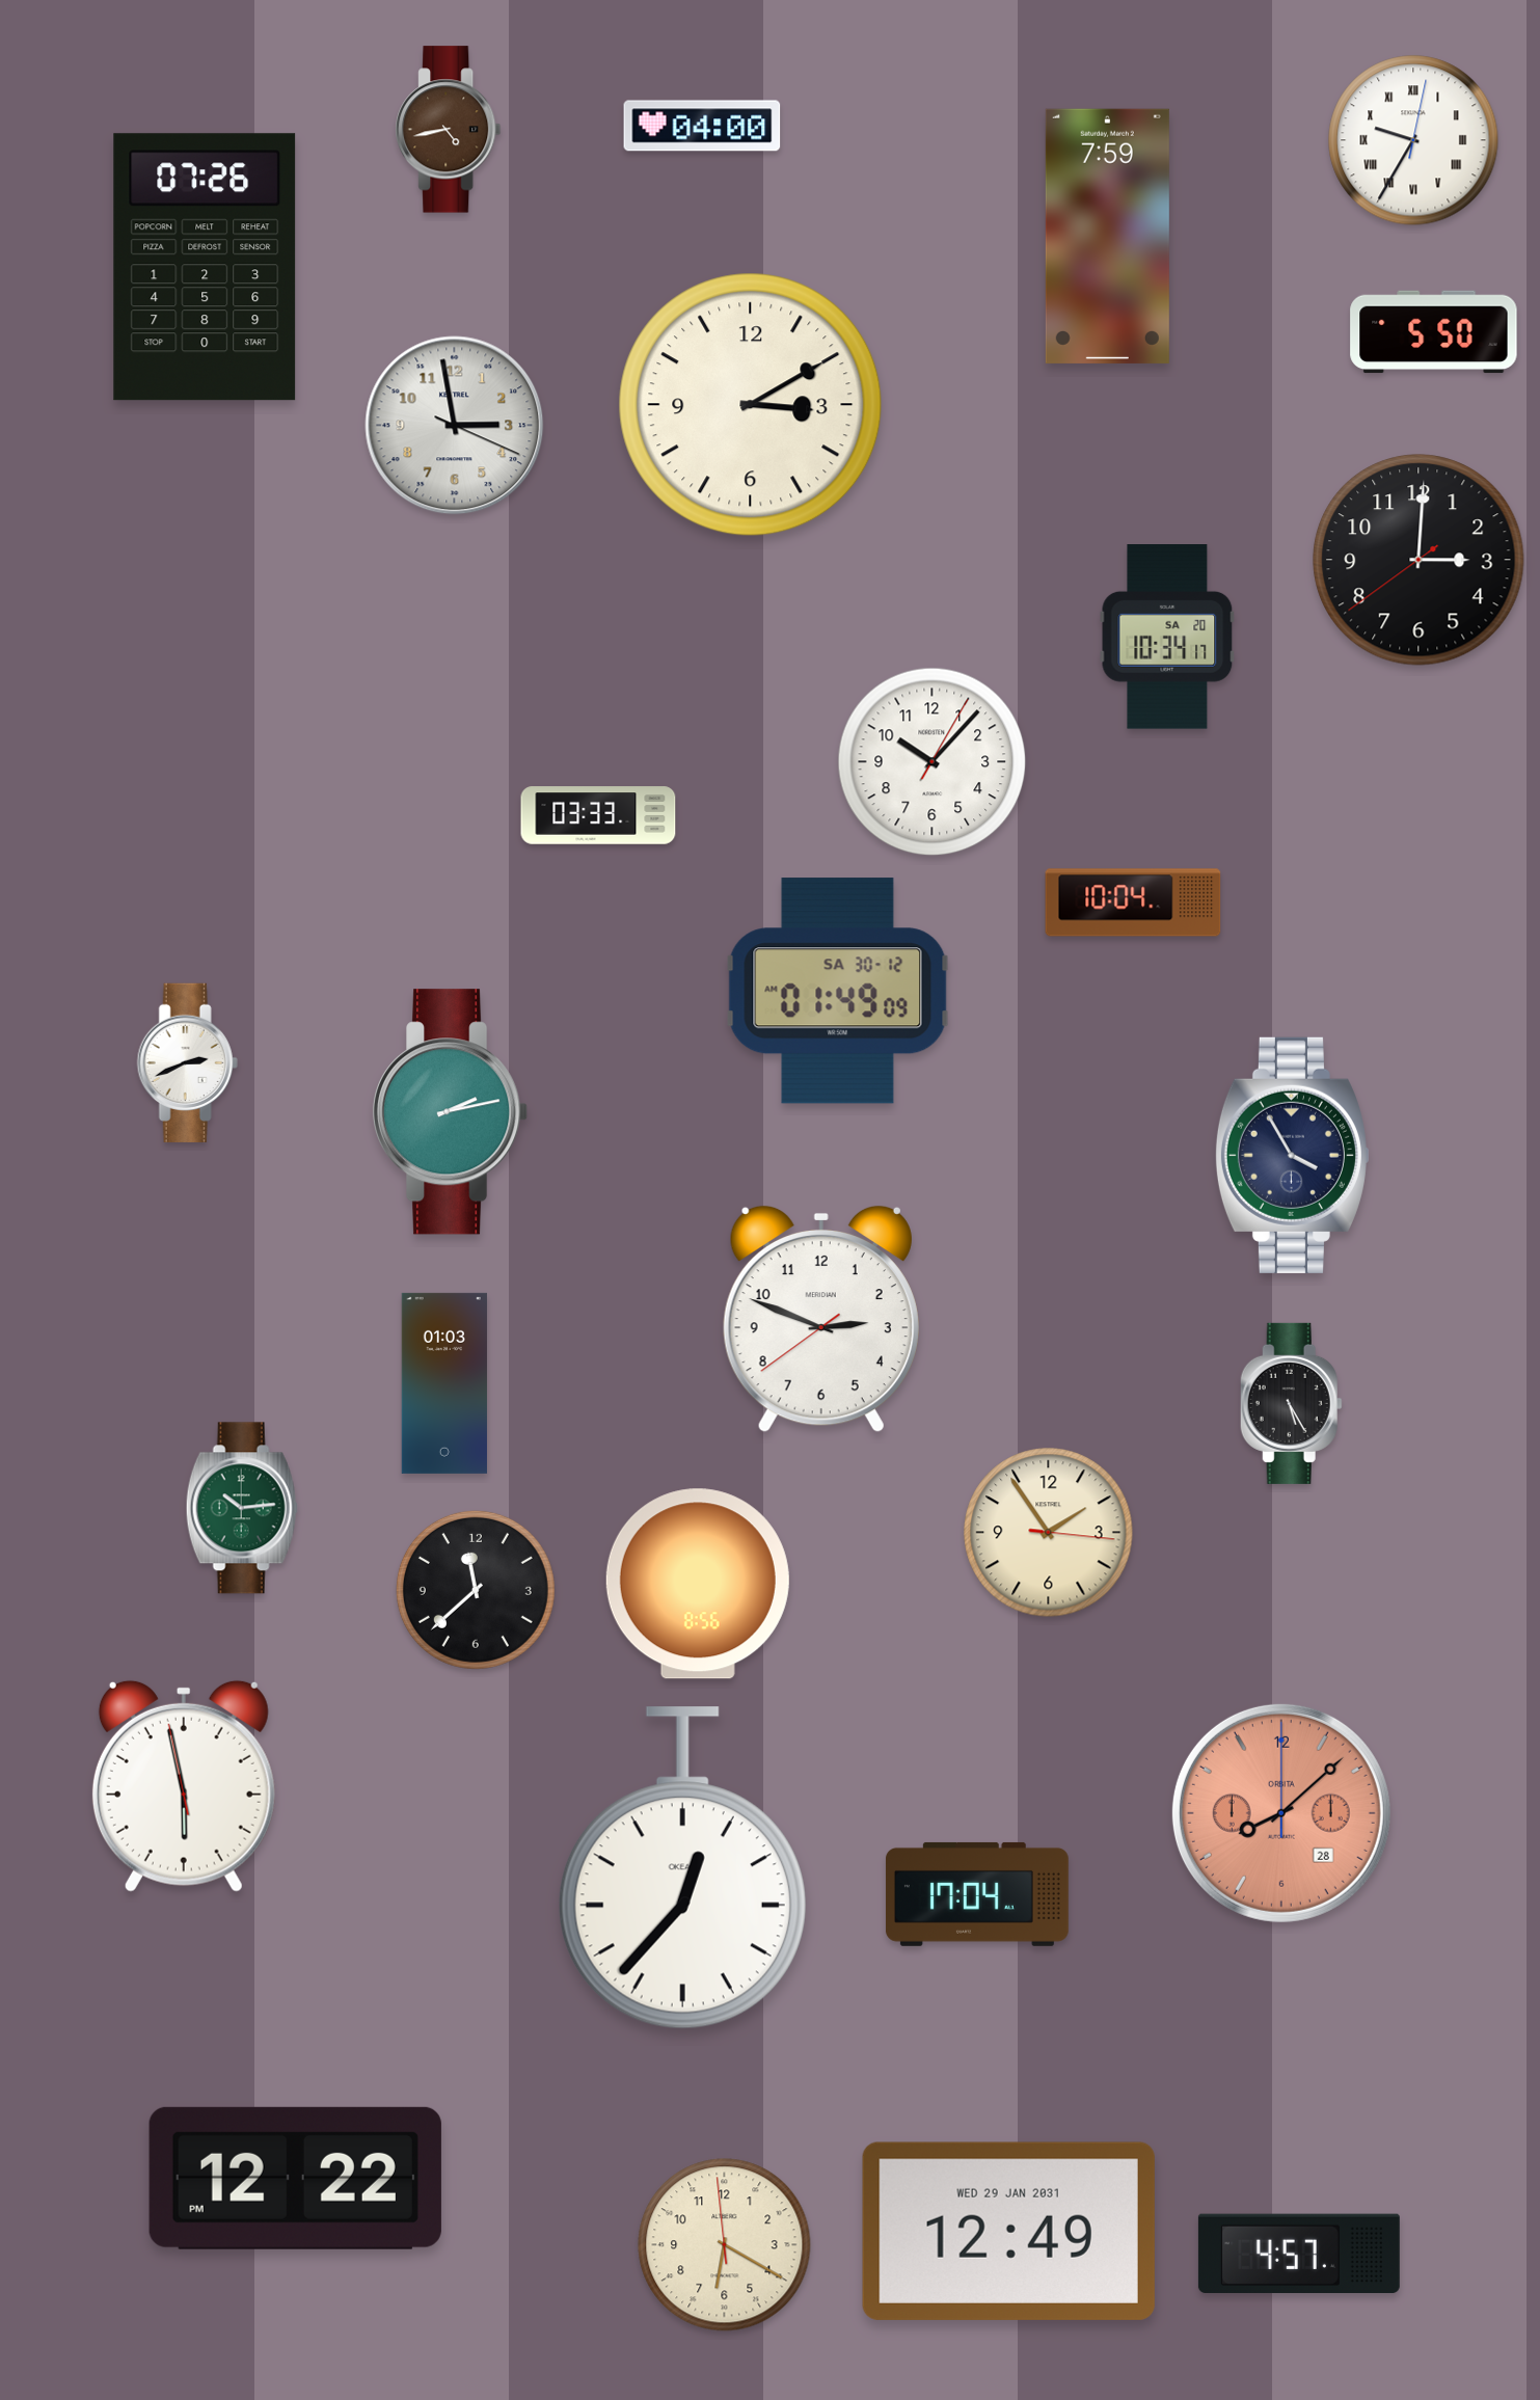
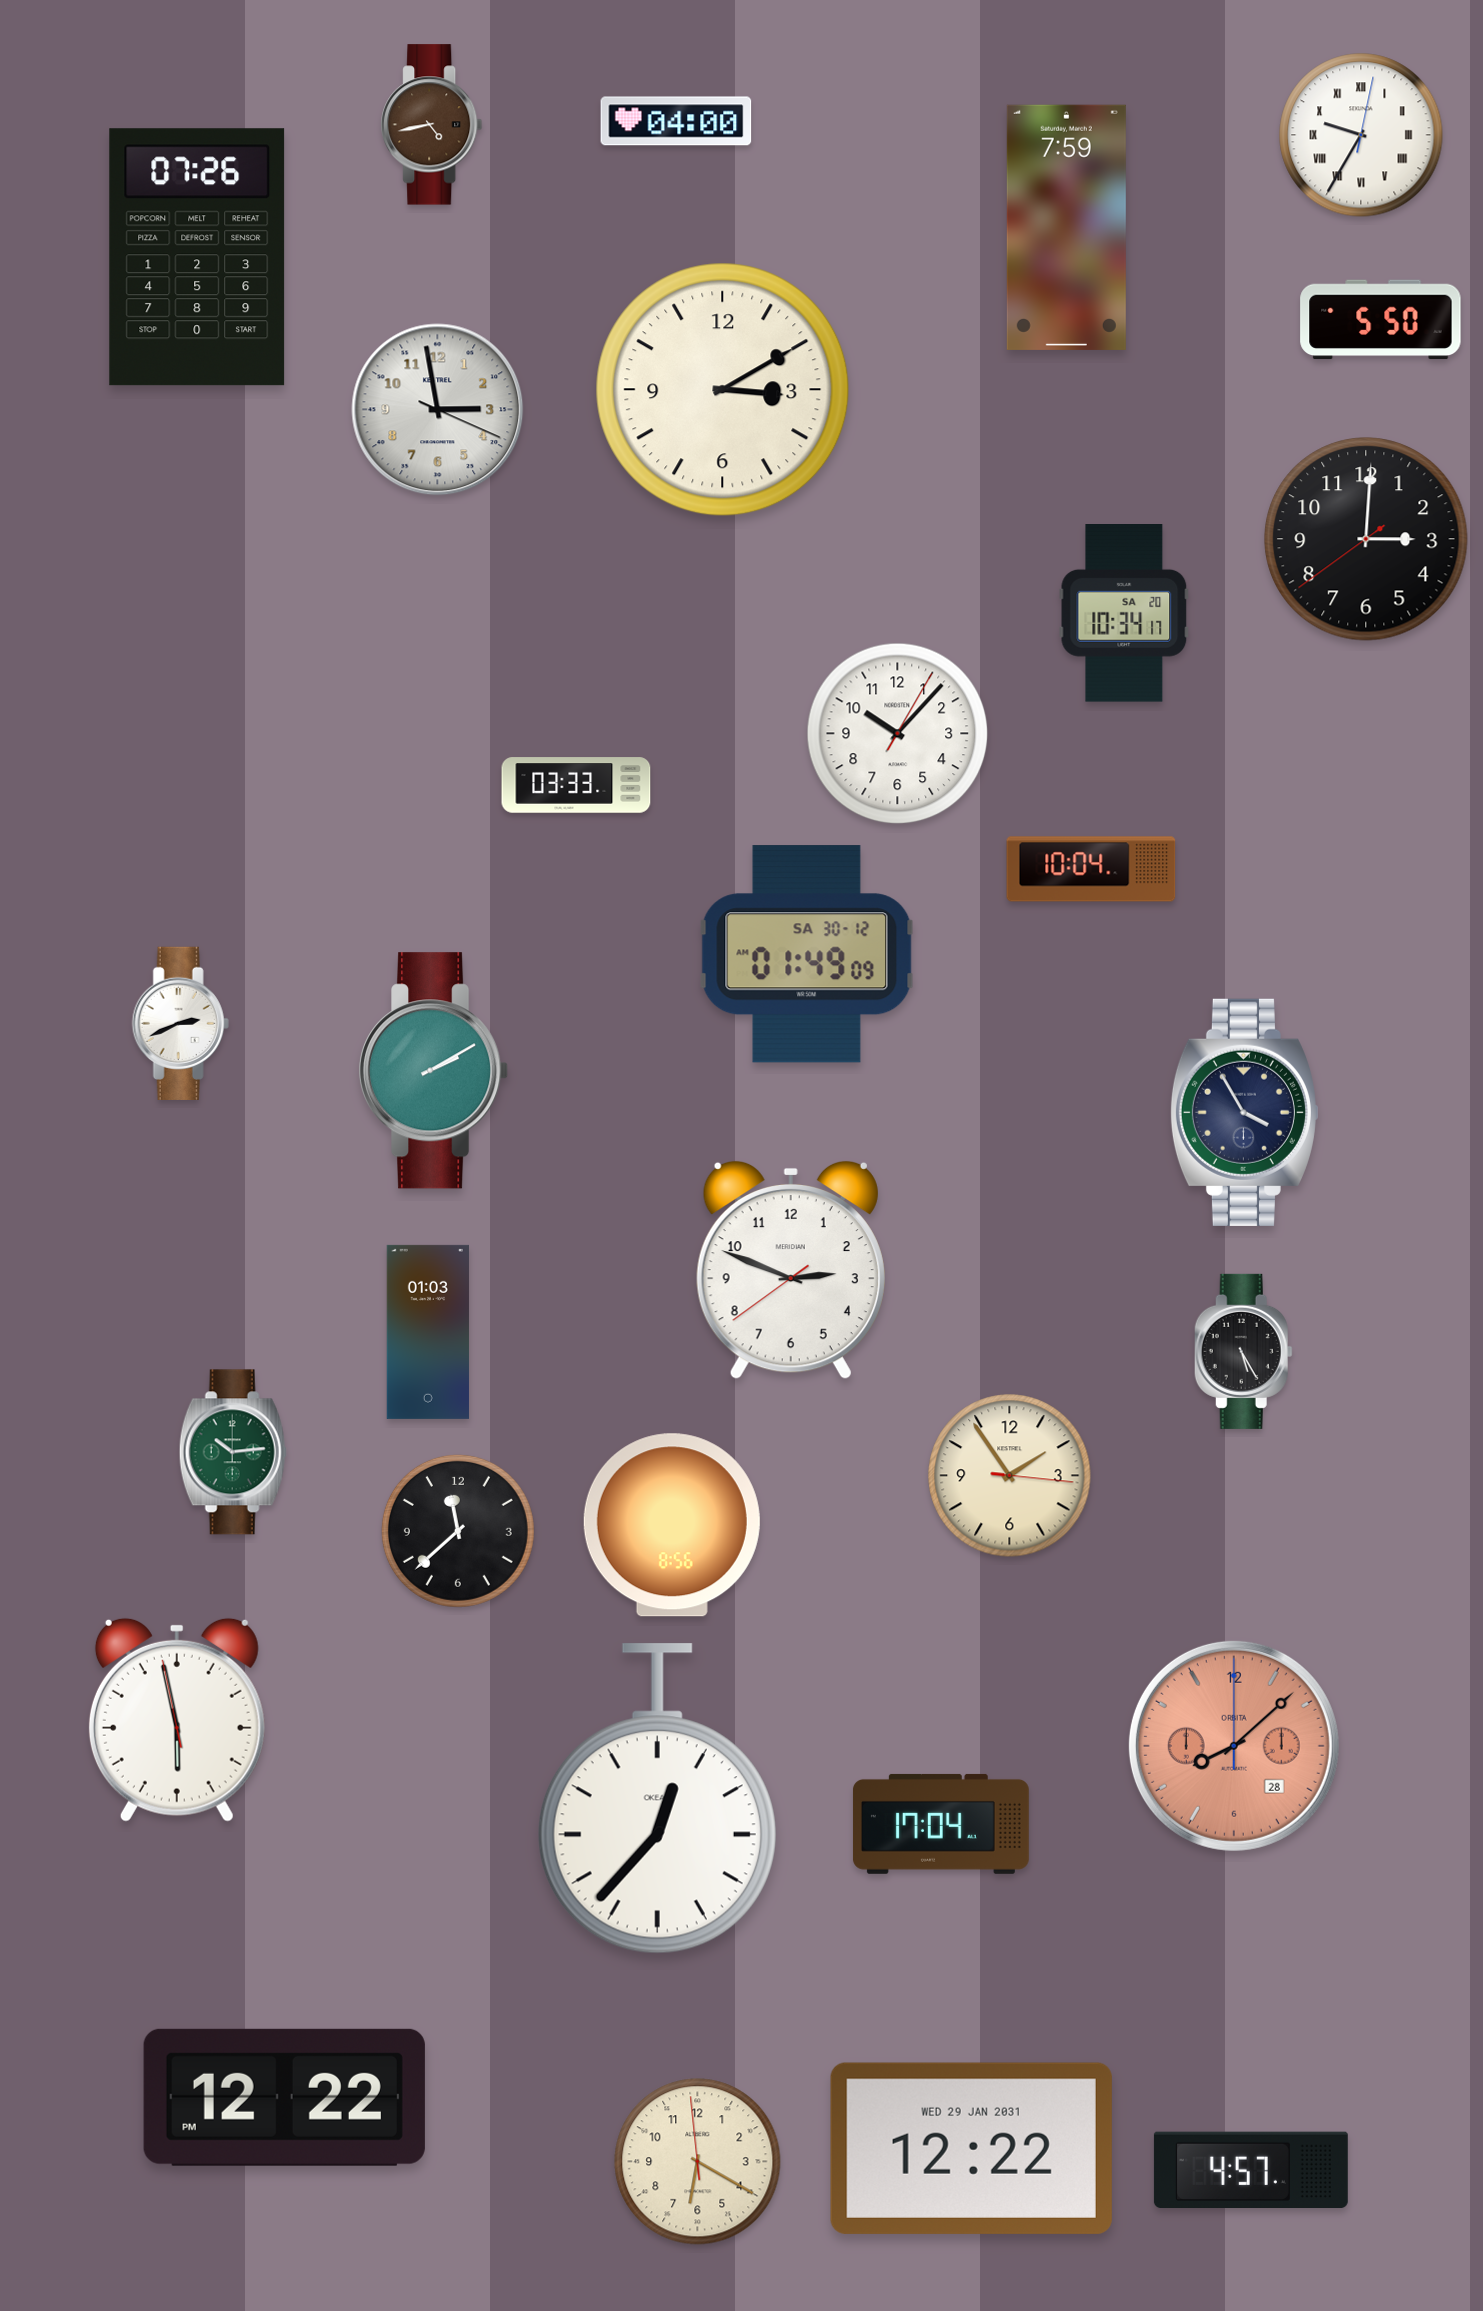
clock at (451, 1112): 2:13 -> 2:10
clock at (1008, 2231): 12:49 -> 12:22
